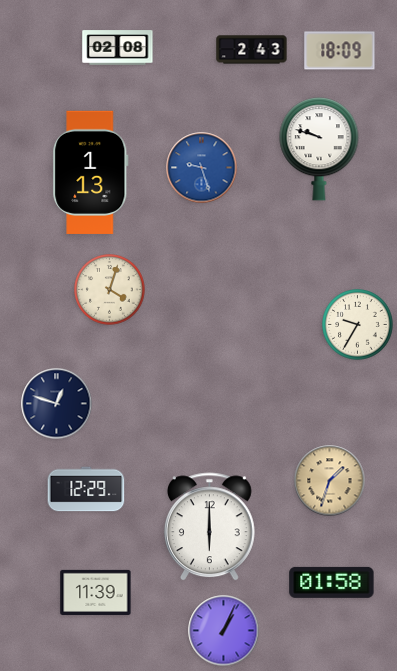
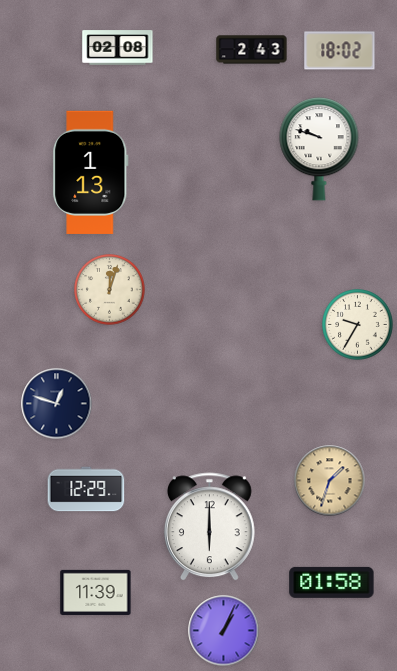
clock at (340, 51): 18:09 -> 18:02
clock at (202, 168): 9:27 -> none
clock at (110, 290): 4:03 -> 12:03
